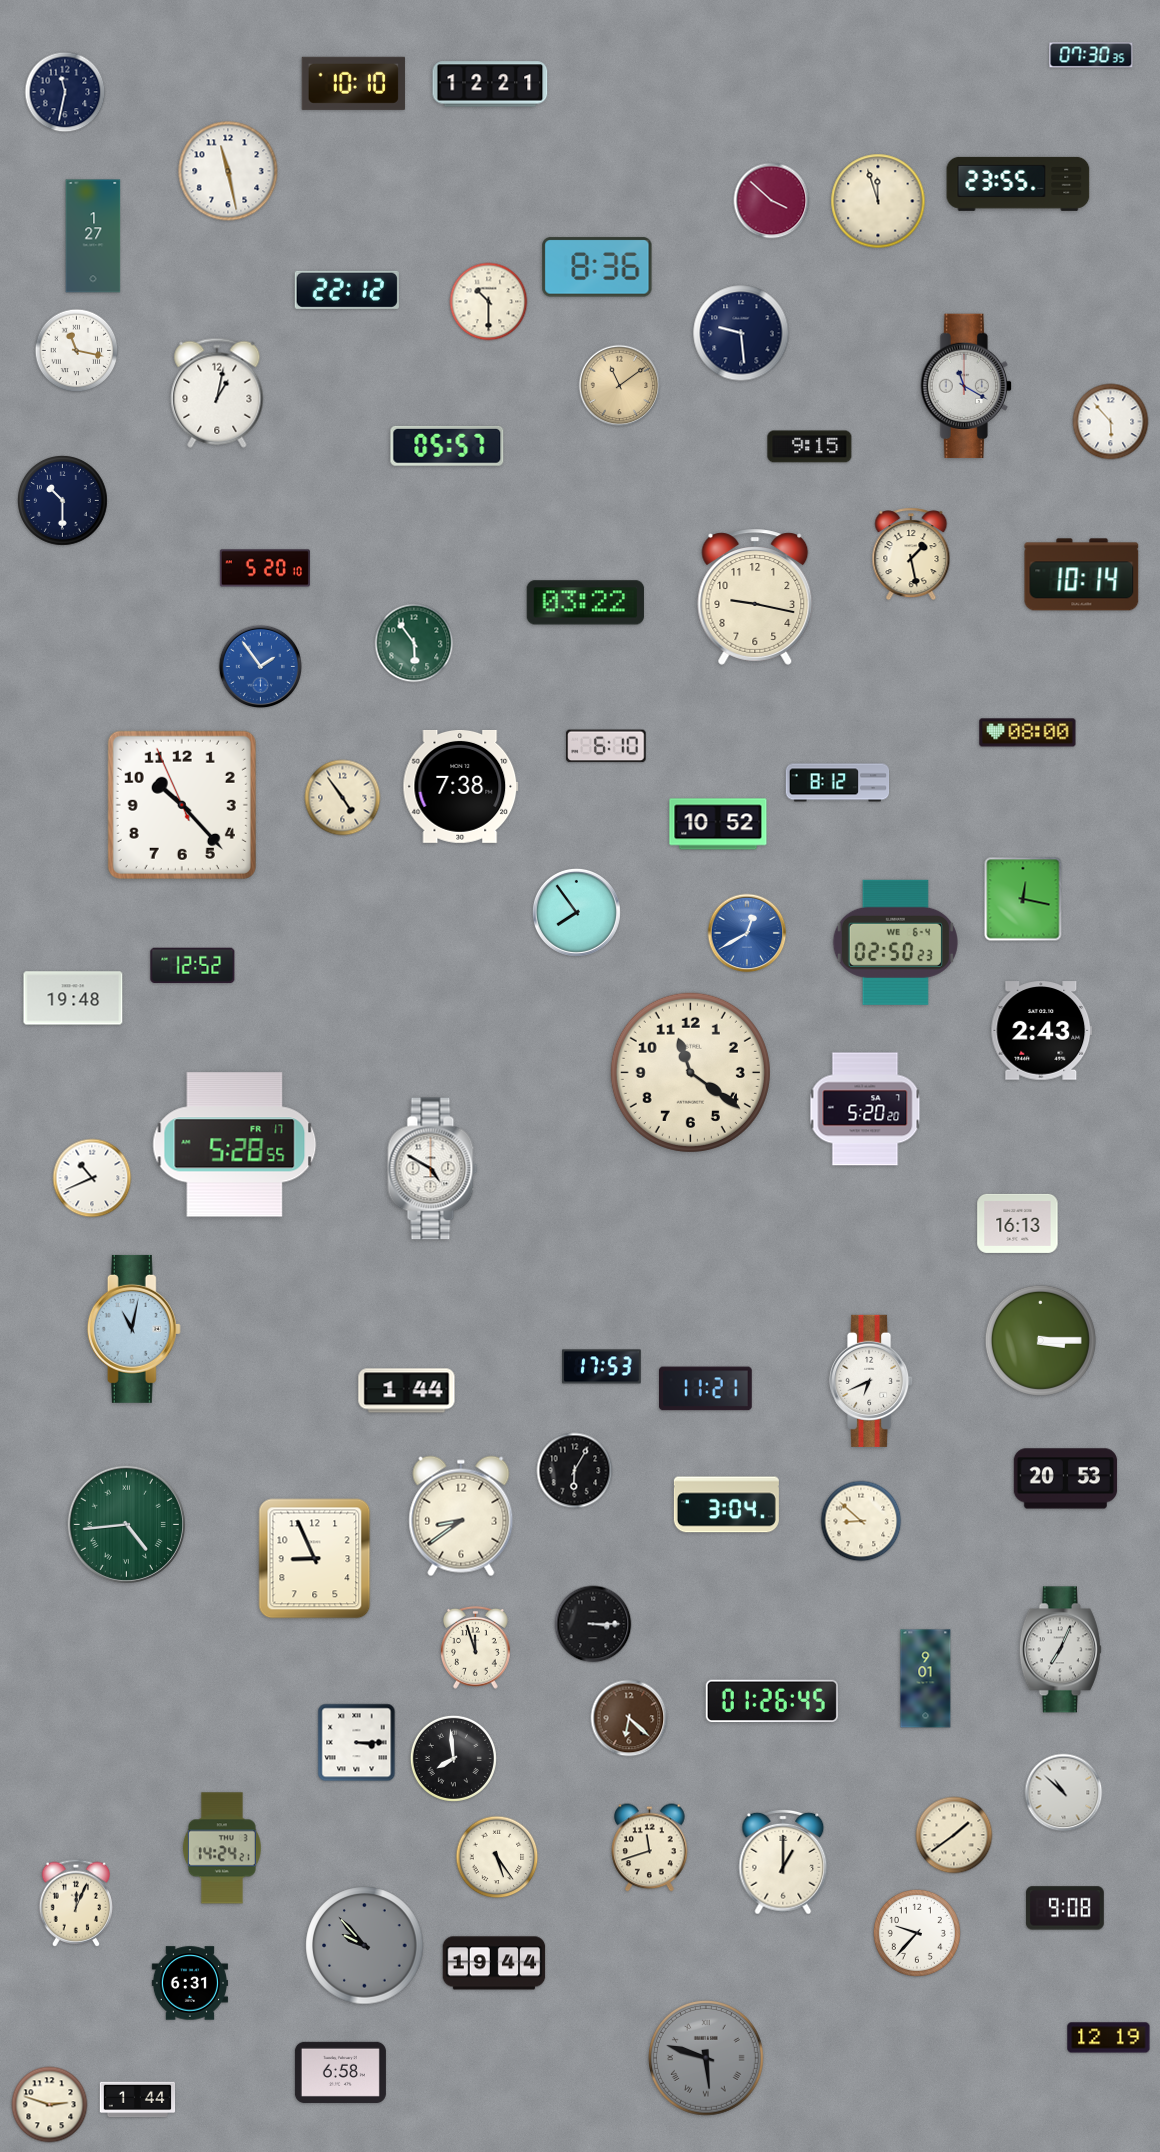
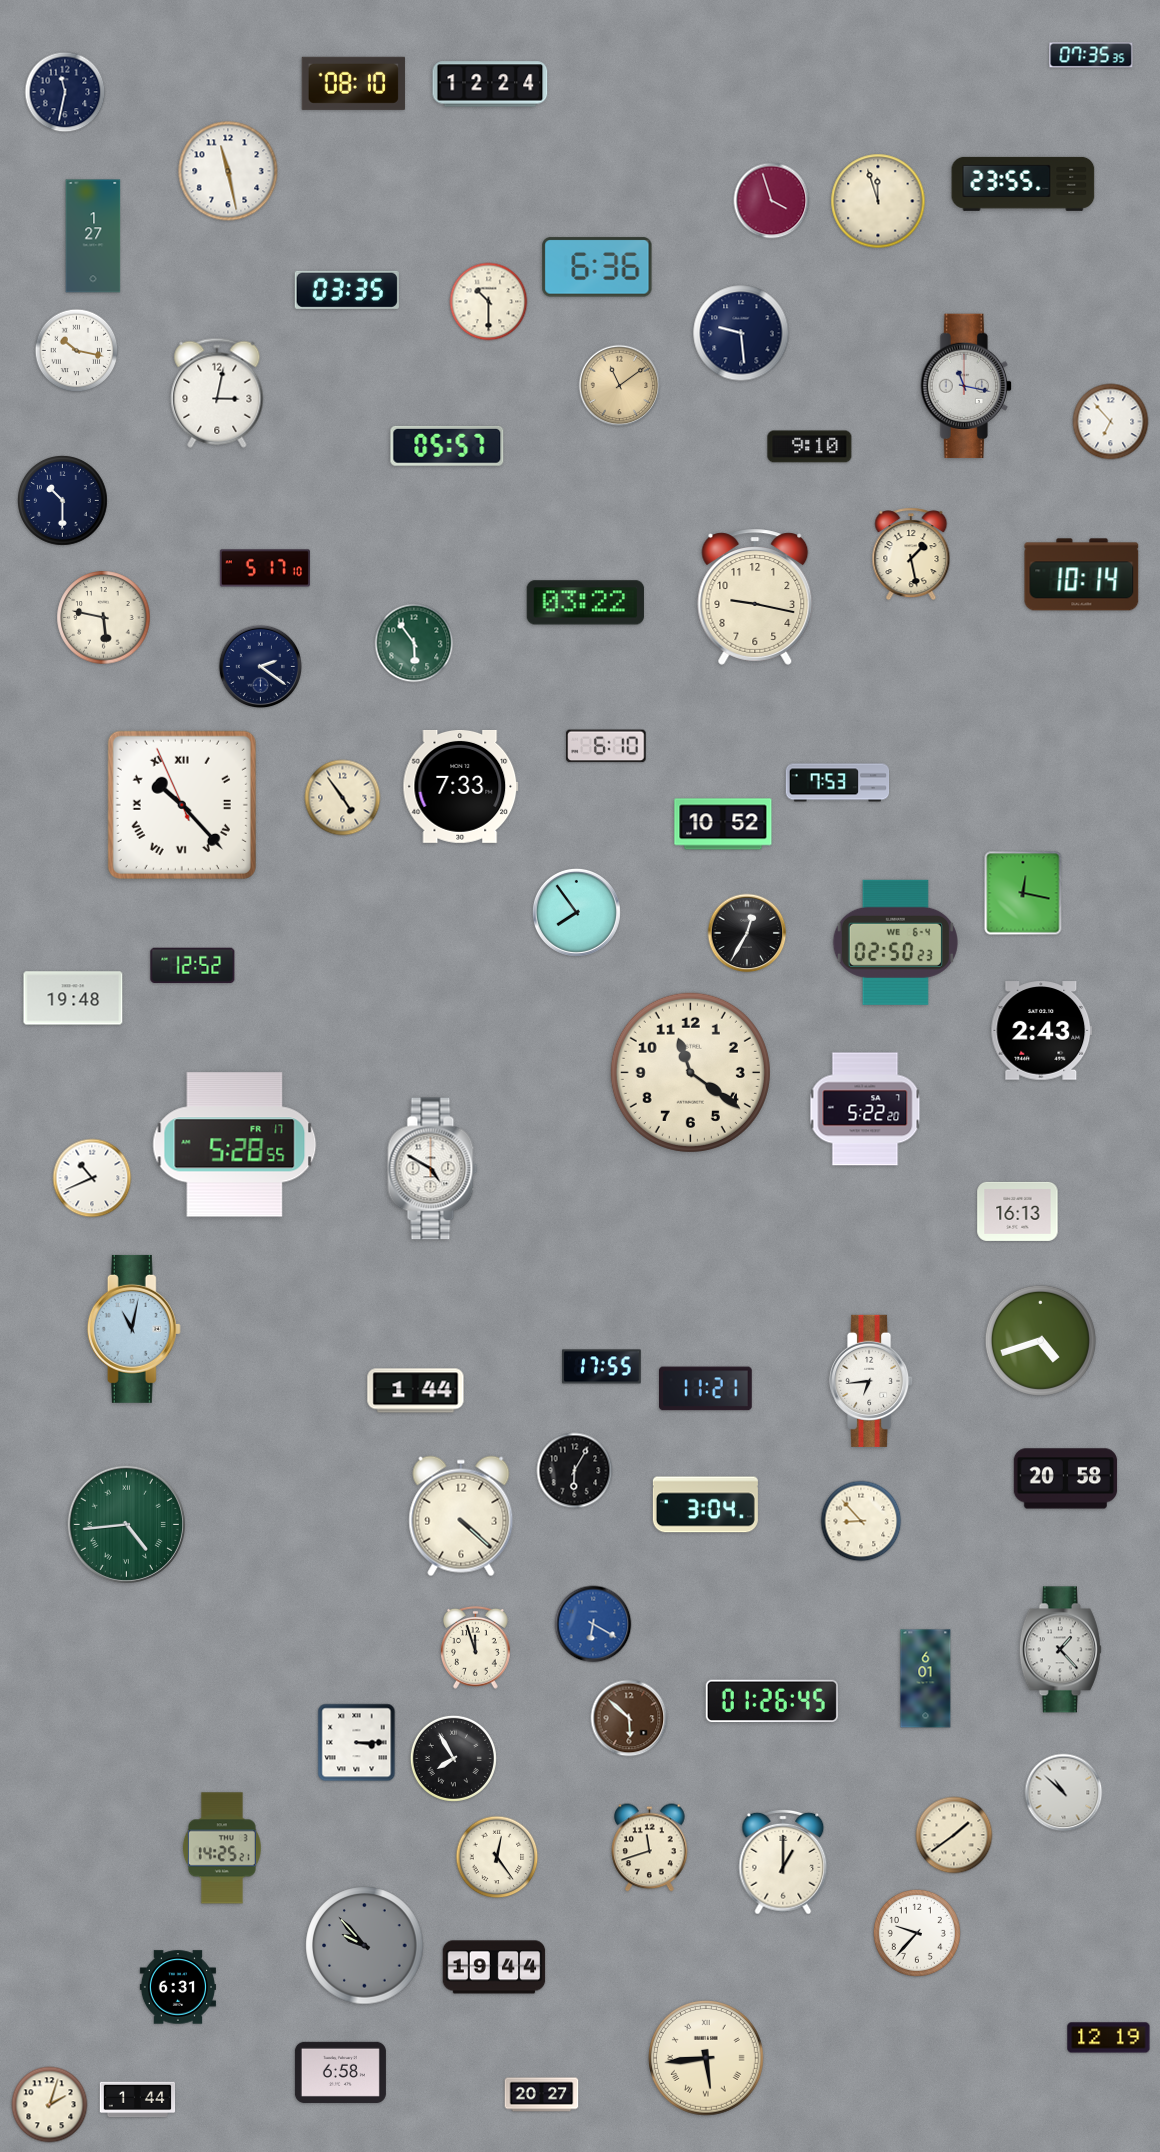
clock at (1091, 55): 07:30 -> 07:35
clock at (353, 83): 10:10 -> 08:10
clock at (490, 84): 12:21 -> 12:24
clock at (1018, 184) position: (1018, 184) -> (1023, 184)
clock at (772, 201): 3:52 -> 3:57
clock at (597, 267): 8:36 -> 6:36
clock at (347, 290): 22:12 -> 03:35
clock at (77, 351): 11:17 -> 10:17
clock at (965, 386): 11:20 -> 11:17
clock at (217, 393): 1:02 -> 3:02
clock at (1111, 422): 5:53 -> 6:53
clock at (810, 447): 9:15 -> 9:10
clock at (265, 568): 5:20 -> 5:17
clock at (104, 618): none -> 5:47
clock at (260, 666): 1:54 -> 2:21
clock at (260, 666) dial: blue -> navy
clock at (1028, 733): 08:00 -> none
clock at (838, 783): 8:12 -> 7:53
clock at (461, 786): 7:38 -> 7:33
clock at (182, 805) numerals: Arabic -> Roman
clock at (718, 824) position: (718, 824) -> (723, 824)
clock at (1023, 899) position: (1023, 899) -> (1023, 893)
clock at (747, 933): 12:40 -> 12:35
clock at (747, 933) dial: blue -> black
clock at (865, 1109): 5:20 -> 5:22
clock at (1018, 1223) position: (1018, 1223) -> (1018, 1211)
clock at (1040, 1340): 3:15 -> 4:42
clock at (602, 1367): 17:53 -> 17:55
clock at (872, 1381): 6:41 -> 6:44
clock at (407, 1391) position: (407, 1391) -> (416, 1391)
clock at (1066, 1479): 20:53 -> 20:58
clock at (726, 1505) position: (726, 1505) -> (705, 1505)
clock at (461, 1516): 8:39 -> 4:22
clock at (861, 1521): 8:52 -> 8:53
clock at (315, 1559): 8:56 -> none
clock at (593, 1624): 3:15 -> 6:20
clock at (593, 1624) dial: black -> blue
clock at (1060, 1650): 7:04 -> 1:23
clock at (926, 1679): 9:01 -> 6:01
clock at (629, 1718): 6:22 -> 5:52
clock at (453, 1758): 7:59 -> 7:55
clock at (222, 1848): 14:24 -> 14:25
clock at (497, 1857): 5:24 -> 12:24
clock at (75, 1903): 12:04 -> none
clock at (1065, 1908): 9:08 -> none
clock at (494, 1963) position: (494, 1963) -> (494, 1967)
clock at (190, 1983) position: (190, 1983) -> (178, 1987)
clock at (707, 2059): 5:48 -> 5:44
clock at (707, 2059) dial: grey -> cream
clock at (542, 2095): none -> 20:27
clock at (50, 2105): 2:48 -> 2:03
